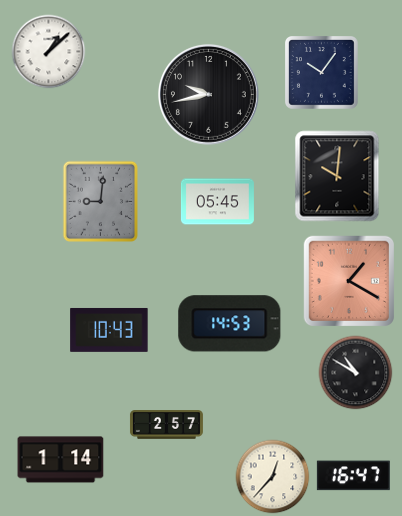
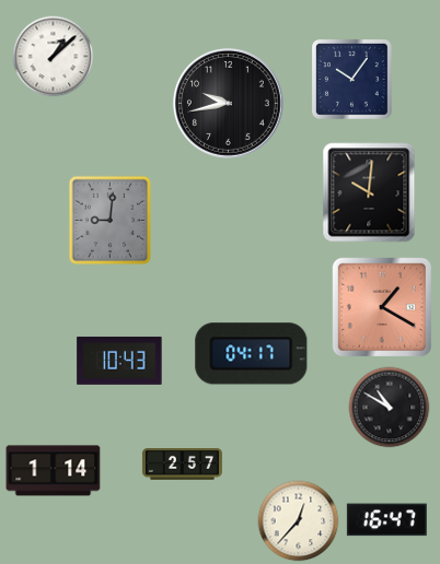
clock at (217, 202): 05:45 -> none
clock at (230, 324): 14:53 -> 04:17
clock at (61, 460) position: (61, 460) -> (54, 471)
